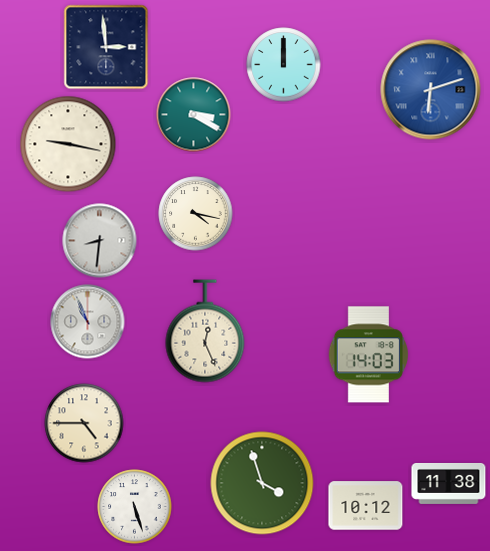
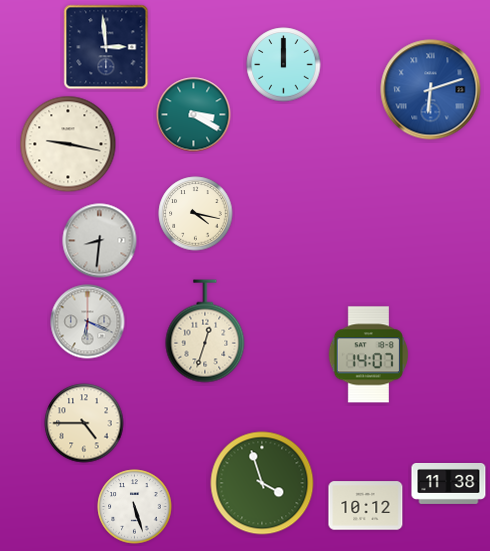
clock at (88, 322): 10:56 -> 6:19
clock at (205, 331): 12:26 -> 12:33
clock at (368, 355): 14:03 -> 14:07
